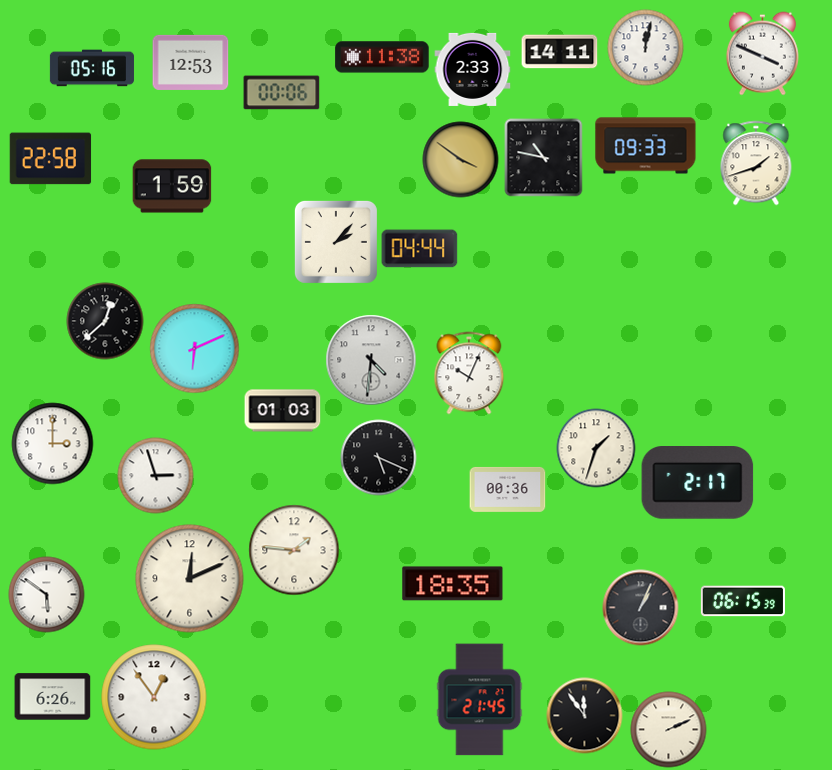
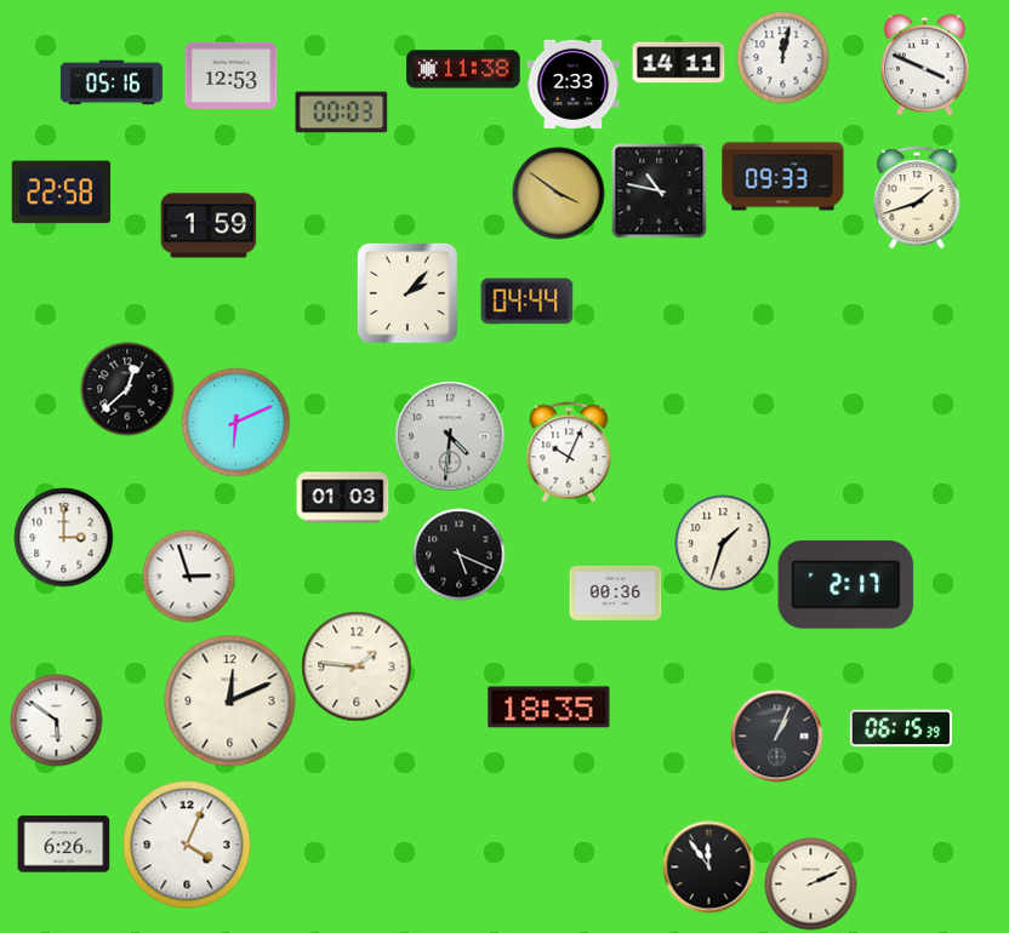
clock at (282, 93): 00:06 -> 00:03
clock at (420, 249) position: (420, 249) -> (528, 302)
clock at (154, 697): 12:54 -> 4:04
clock at (480, 700): 21:45 -> none
